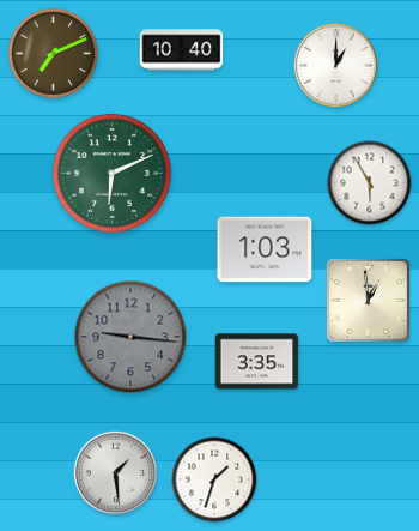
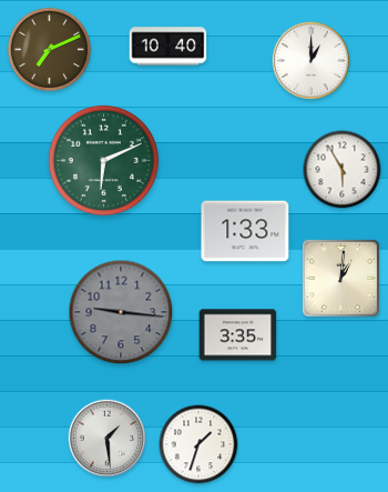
clock at (265, 249): 1:03 -> 1:33
clock at (368, 300): 12:59 -> 1:01
